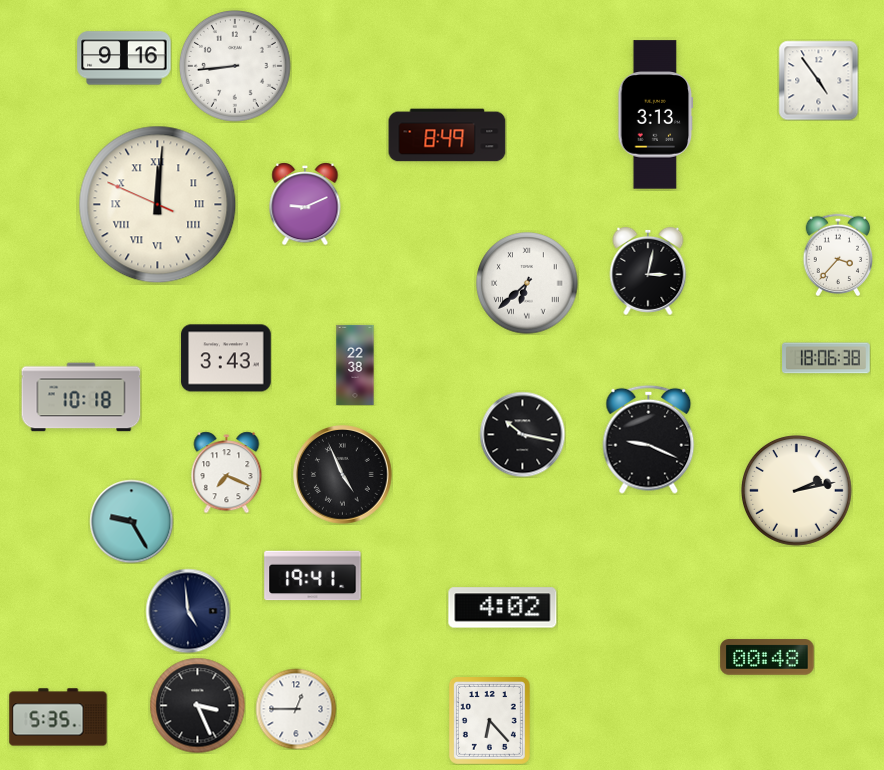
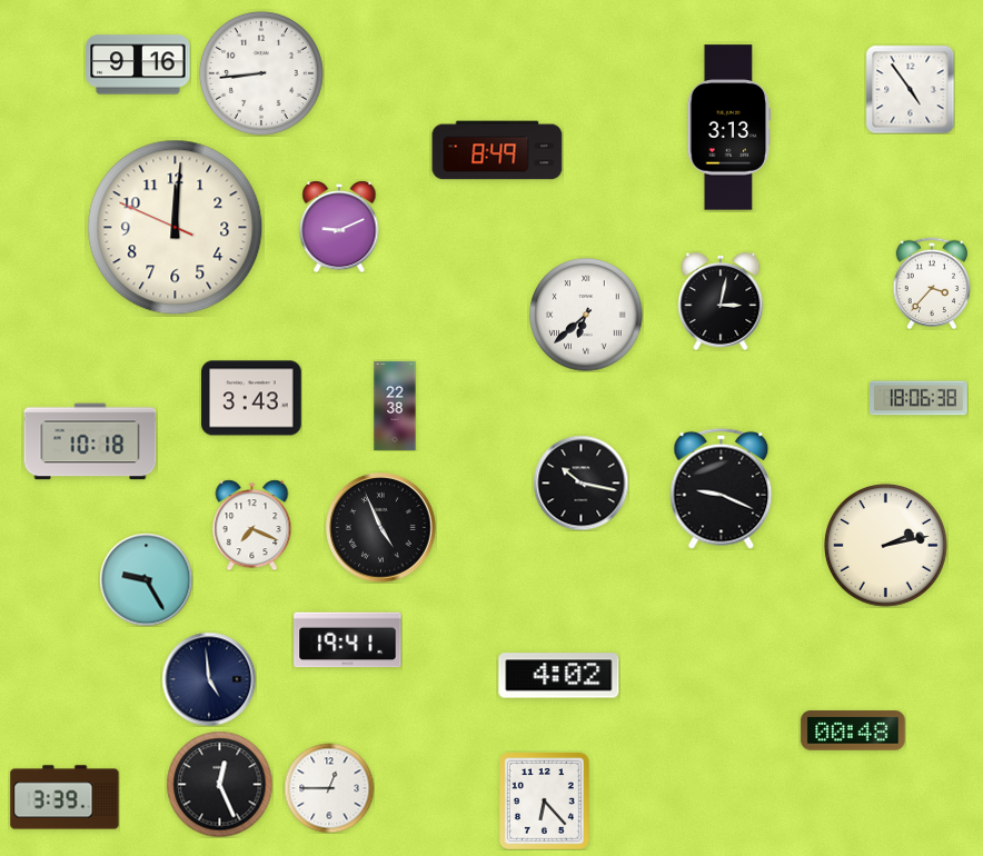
clock at (158, 205) numerals: Roman -> Arabic
clock at (197, 705): 3:26 -> 12:26
clock at (58, 717): 5:35 -> 3:39
